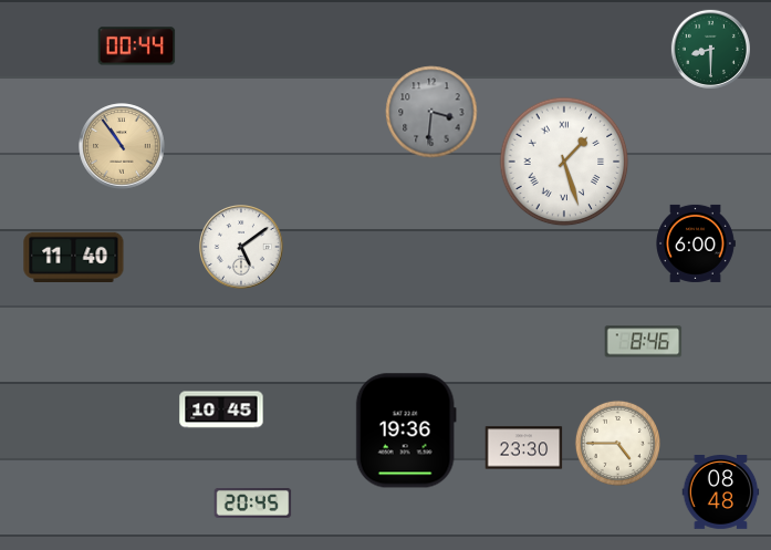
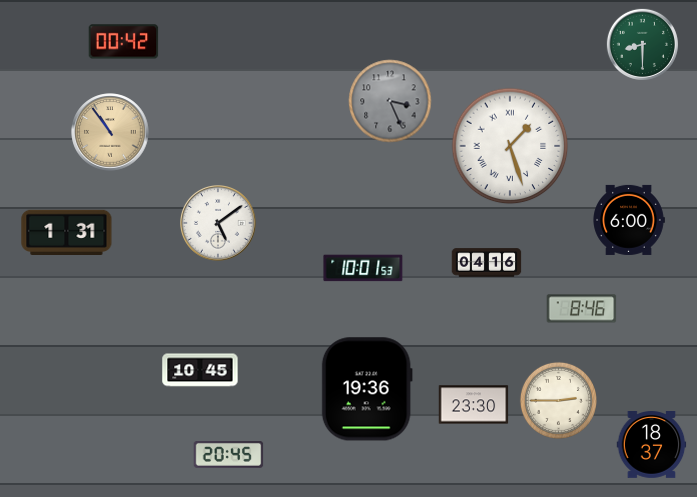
clock at (137, 46): 00:44 -> 00:42
clock at (431, 112): 3:31 -> 3:26
clock at (74, 257): 11:40 -> 1:31
clock at (487, 263): none -> 04:16
clock at (363, 268): none -> 10:01
clock at (617, 443): 4:45 -> 2:45
clock at (721, 492): 08:48 -> 18:37
